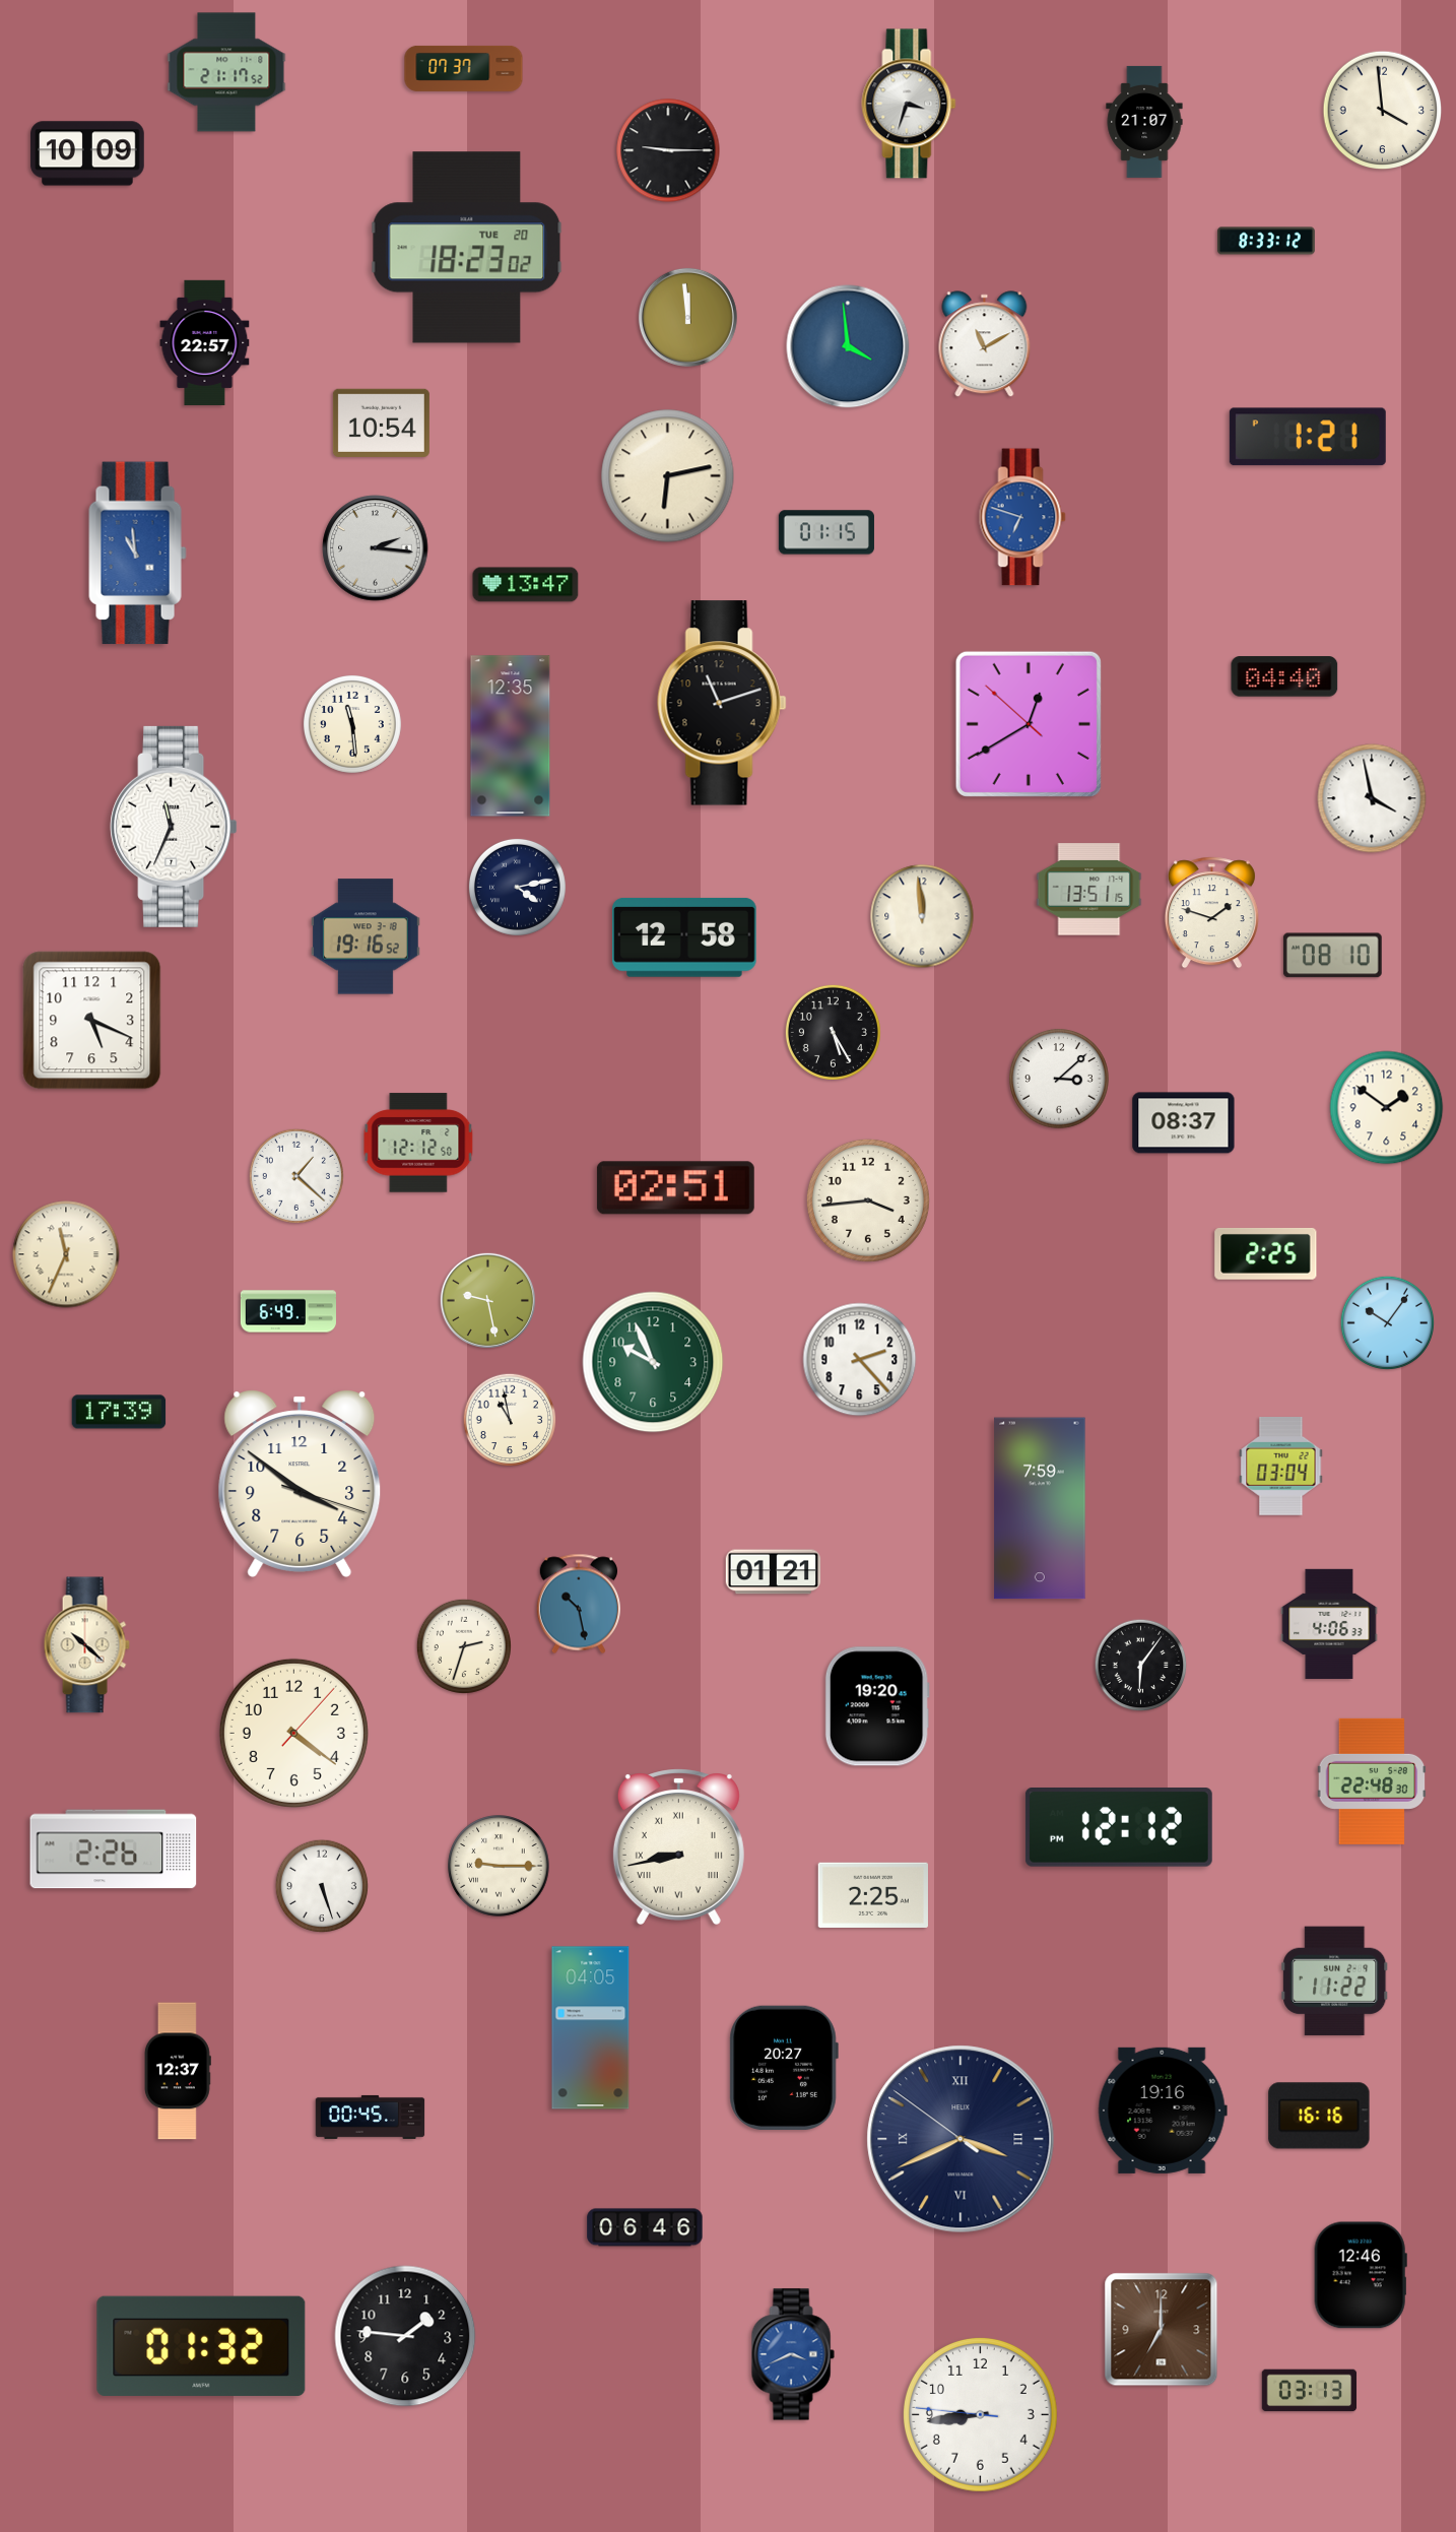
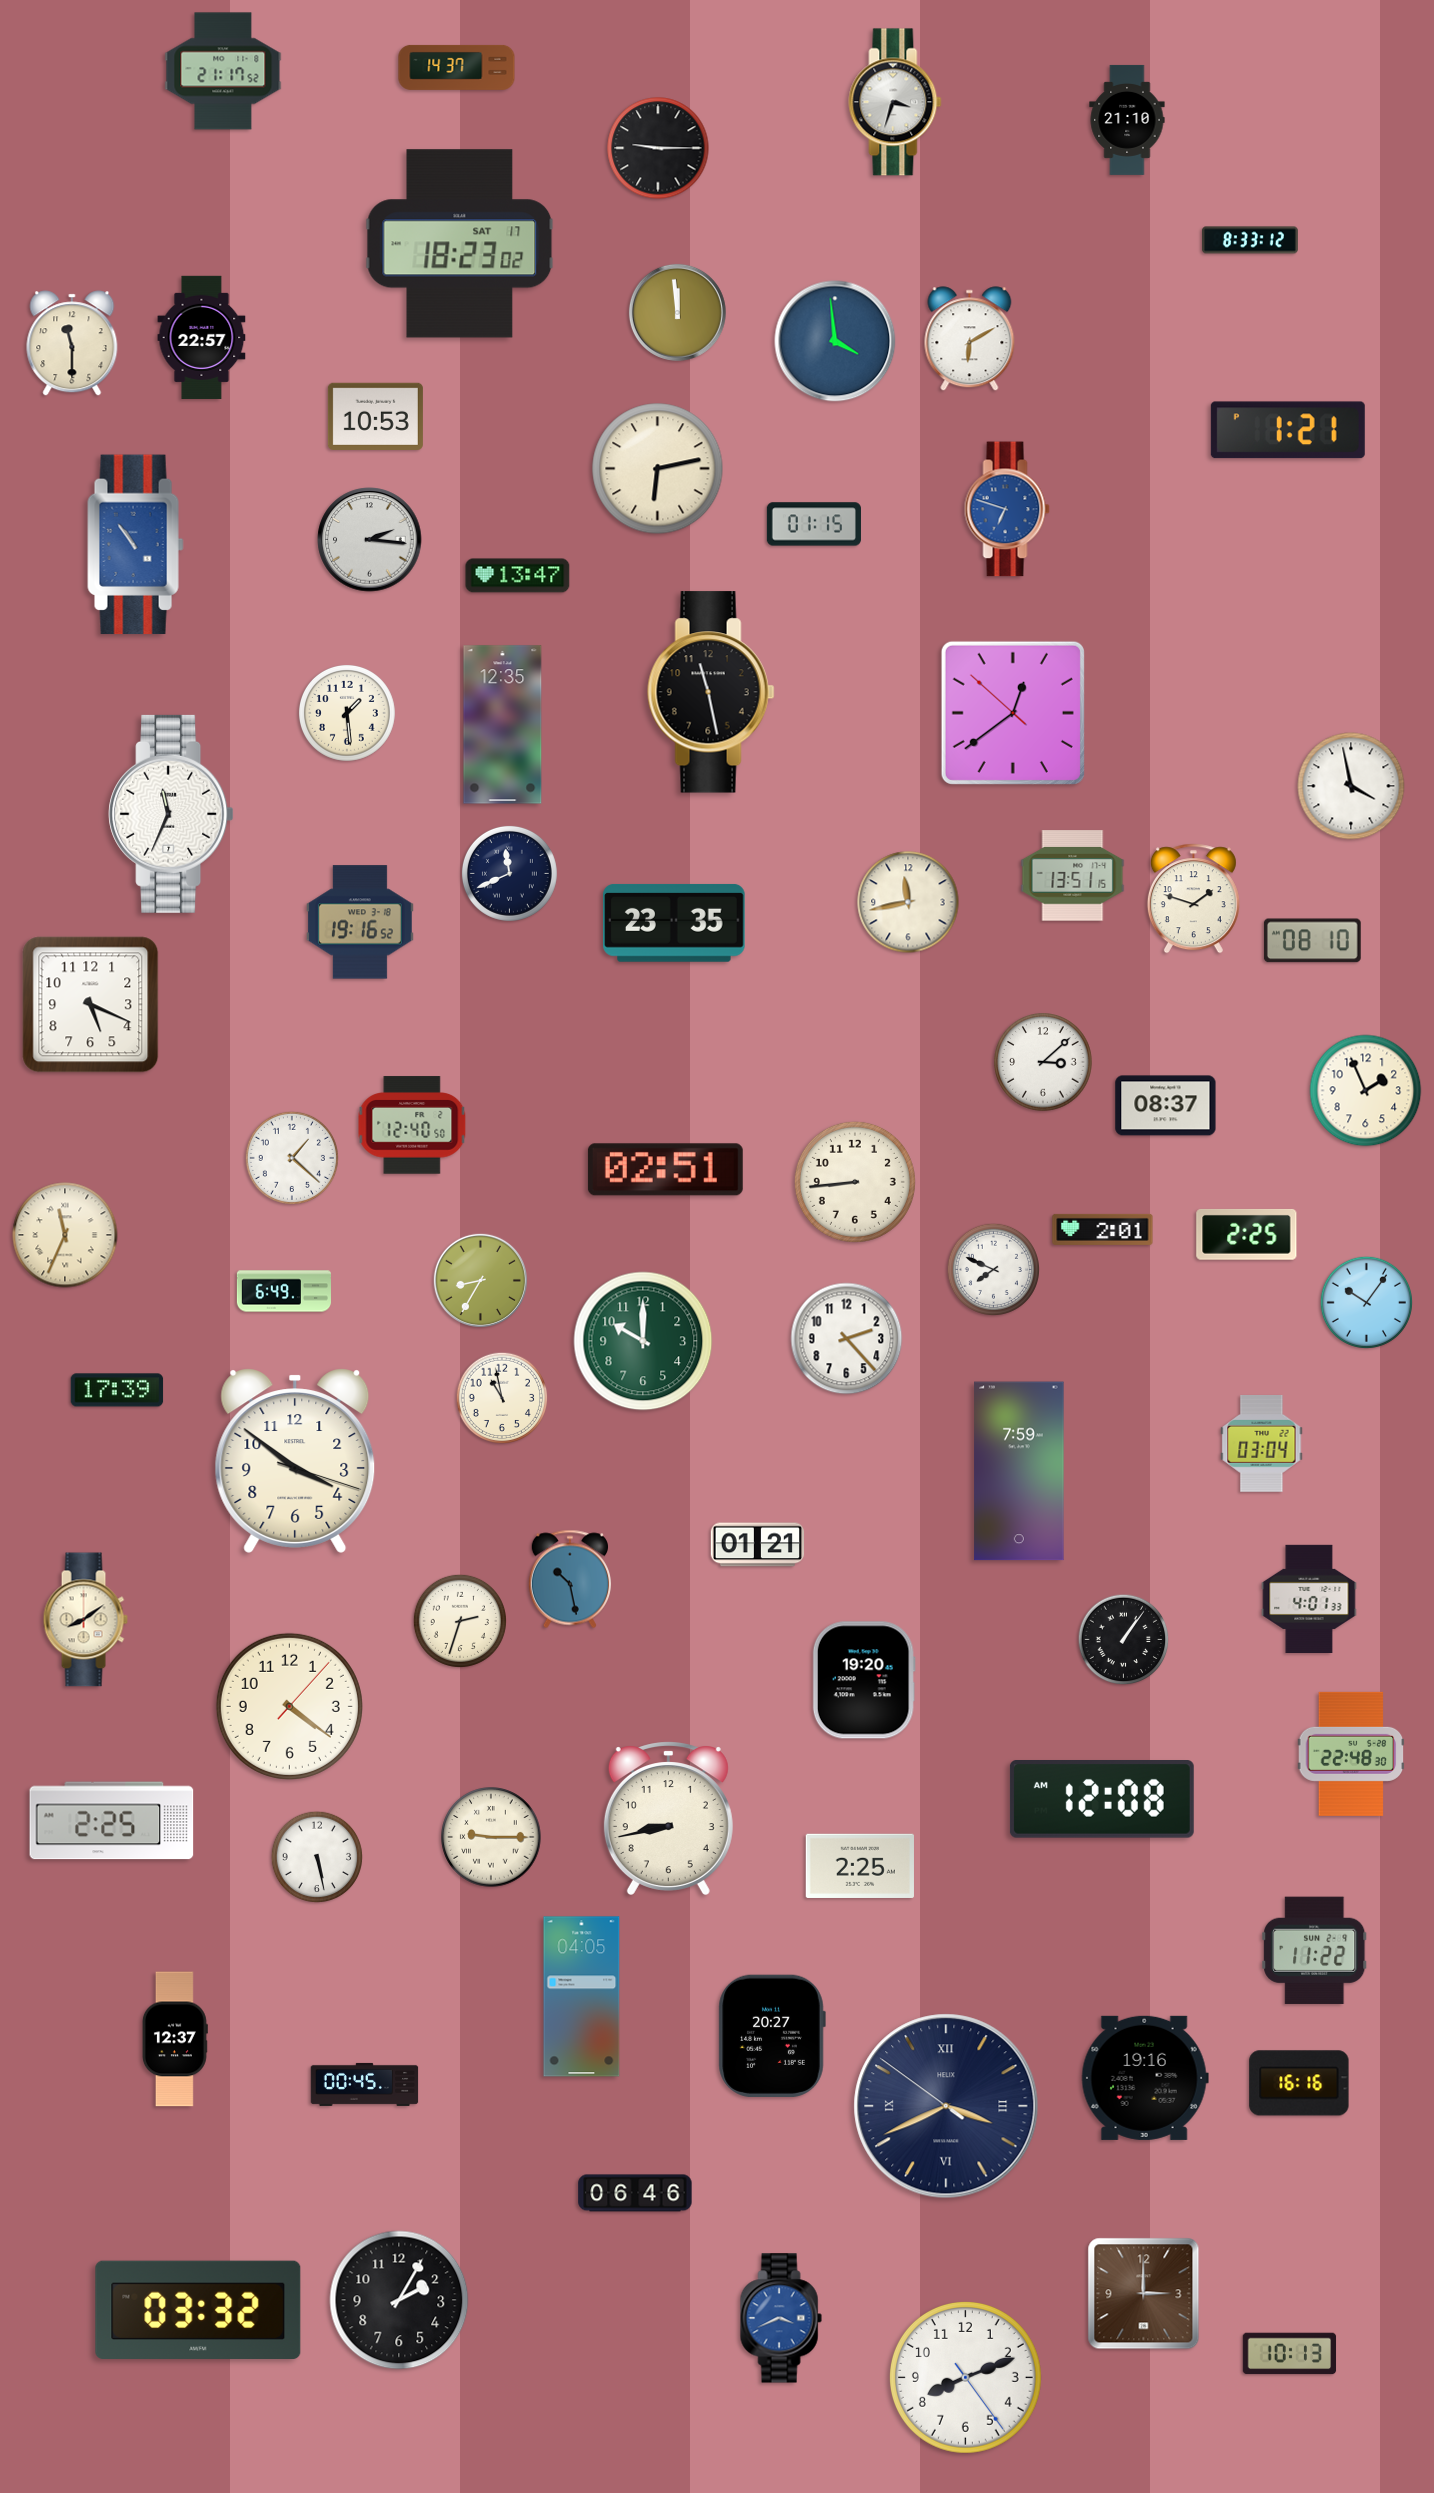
clock at (464, 68): 07:37 -> 14:37
clock at (1383, 111): 3:59 -> none
clock at (1144, 122): 21:07 -> 21:10
clock at (87, 153): 10:09 -> none
clock at (1266, 241) position: (1266, 241) -> (1250, 240)
clock at (467, 248) date: TUE 20 -> SAT 17
clock at (985, 344): 11:10 -> 6:10
clock at (72, 343): none -> 11:30
clock at (381, 423): 10:54 -> 10:53
clock at (138, 554): 10:59 -> 10:54
clock at (1284, 676): 04:40 -> none
clock at (722, 703): 11:12 -> 11:28
clock at (352, 724): 11:29 -> 1:29
clock at (1029, 724): 12:39 -> 12:38
clock at (517, 887): 4:13 -> 11:41
clock at (922, 916): 11:59 -> 11:43
clock at (684, 937): 12:58 -> 23:35
clock at (833, 1032): 5:25 -> none
clock at (1387, 1108): 1:51 -> 1:56
clock at (418, 1143): 12:12 -> 12:40
clock at (868, 1200): 3:44 -> 8:44
clock at (1103, 1229): none -> 2:01
clock at (993, 1269): none -> 7:49
clock at (487, 1300): 9:28 -> 8:35
clock at (653, 1362): 9:56 -> 10:00
clock at (1040, 1508) position: (1040, 1508) -> (1019, 1471)
clock at (774, 1572) position: (774, 1572) -> (758, 1545)
clock at (1329, 1623): 4:06 -> 4:01
clock at (86, 1645): 10:22 -> 8:09
clock at (464, 1646) position: (464, 1646) -> (460, 1621)
clock at (1141, 1666): 6:06 -> 1:06
clock at (1119, 1828): 12:12 -> 12:08
clock at (678, 1846) numerals: Roman -> Arabic
clock at (114, 1849): 2:26 -> 2:25
clock at (322, 1886): 5:27 -> 5:28
clock at (1361, 2275): 12:46 -> none
clock at (1162, 2330): 7:00 -> 3:00
clock at (405, 2336): 1:46 -> 2:05
clock at (201, 2345): 01:32 -> 03:32
clock at (1310, 2391): 03:13 -> 10:13
clock at (980, 2414): 8:43 -> 8:11
